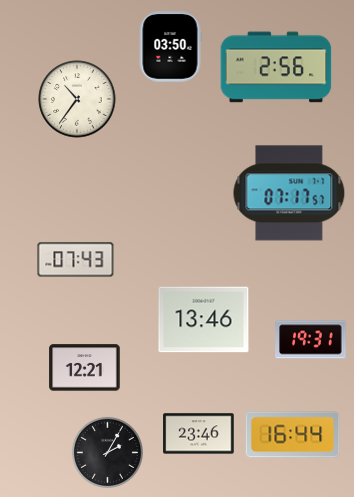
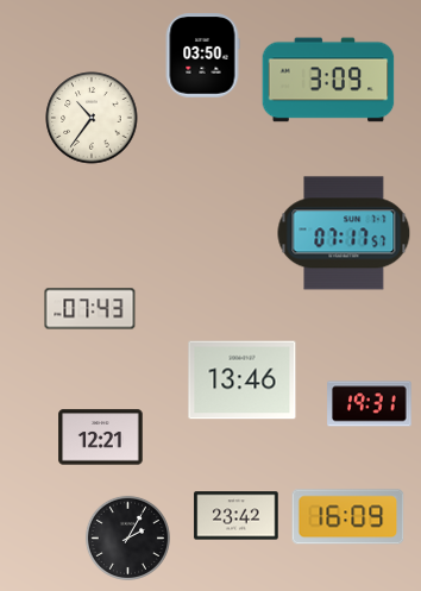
clock at (276, 67): 2:56 -> 3:09
clock at (289, 193) position: (289, 193) -> (344, 233)
clock at (199, 434): 23:46 -> 23:42
clock at (293, 435): 16:44 -> 16:09
